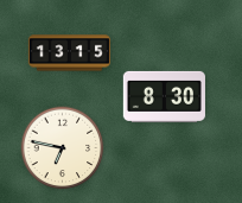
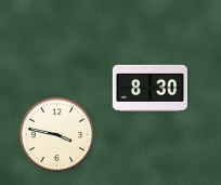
clock at (69, 53): 13:15 -> none
clock at (63, 148): 6:47 -> 3:47
